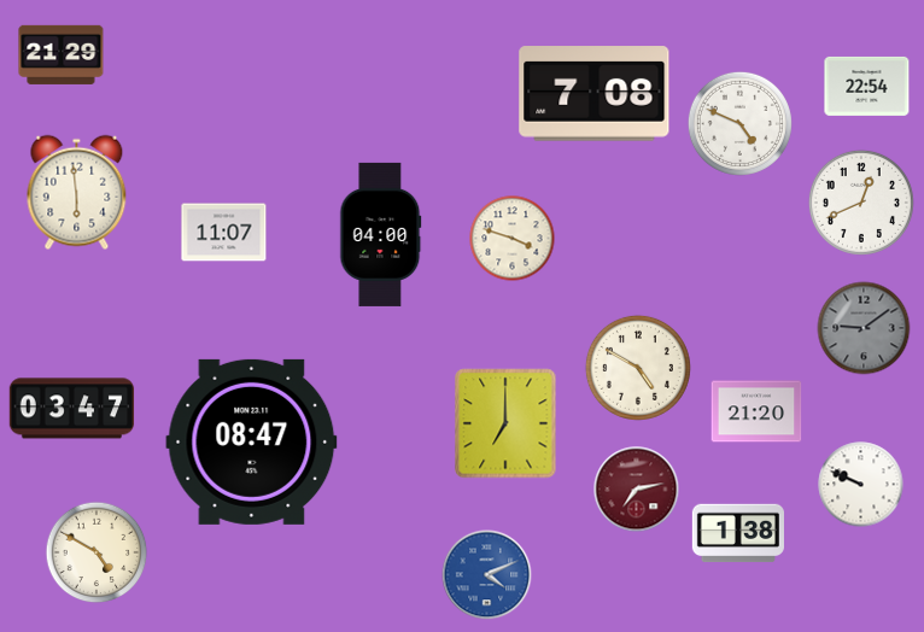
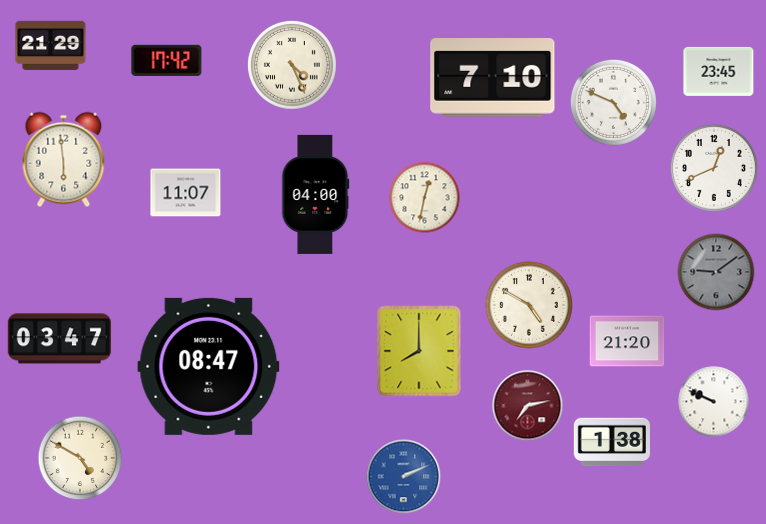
clock at (167, 60): none -> 17:42
clock at (292, 65): none -> 4:26
clock at (867, 86): 22:54 -> 23:45
clock at (595, 94): 7:08 -> 7:10
clock at (513, 239): 3:48 -> 12:32
clock at (505, 423): 7:00 -> 8:00
clock at (487, 575): 4:11 -> 2:11
